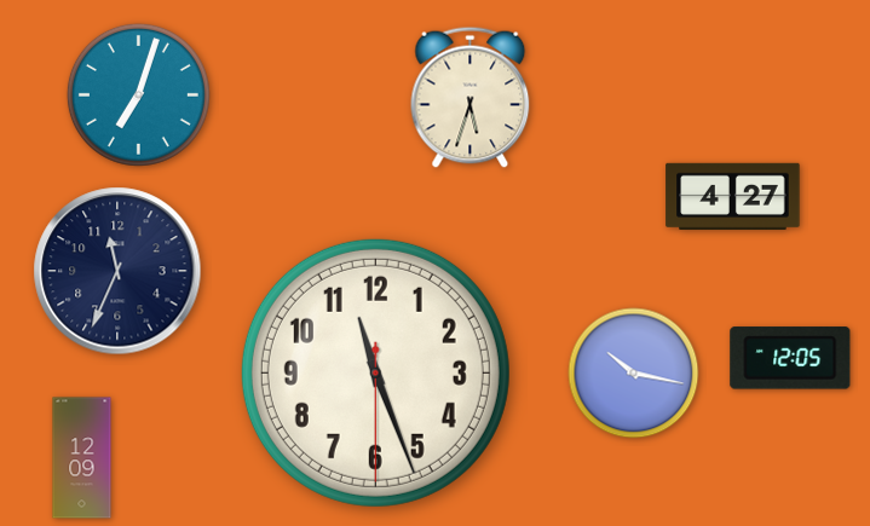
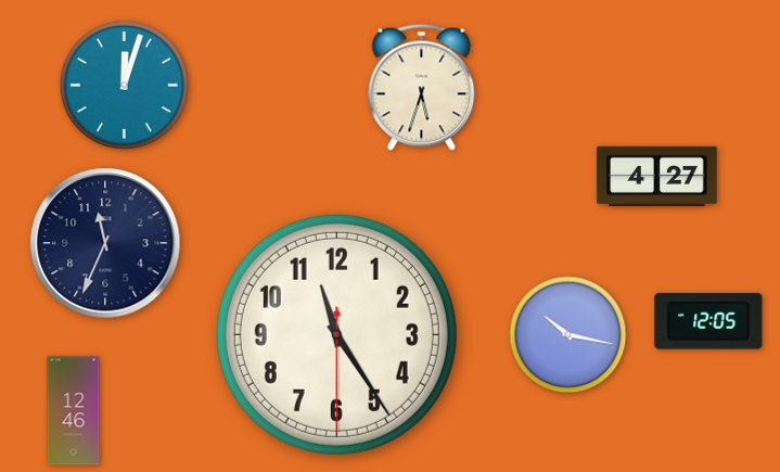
clock at (138, 94): 7:03 -> 12:03
clock at (375, 372): 11:26 -> 11:24
clock at (82, 458): 12:09 -> 12:46
